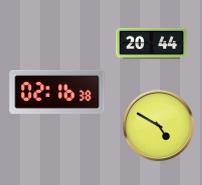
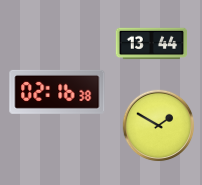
clock at (152, 44): 20:44 -> 13:44
clock at (159, 126): 4:50 -> 1:50
